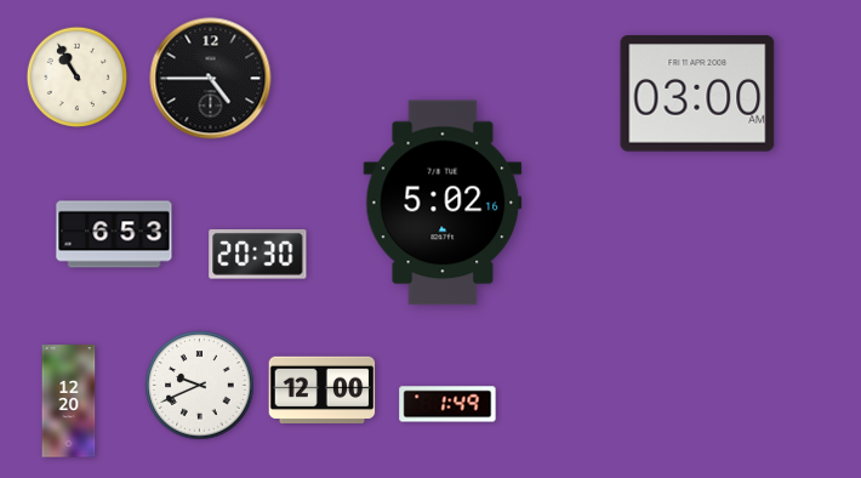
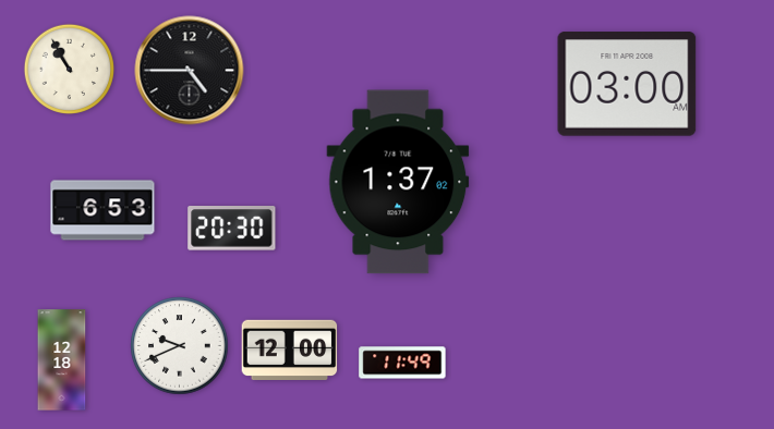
clock at (443, 203): 5:02 -> 1:37
clock at (69, 402): 12:20 -> 12:18
clock at (447, 404): 1:49 -> 11:49
